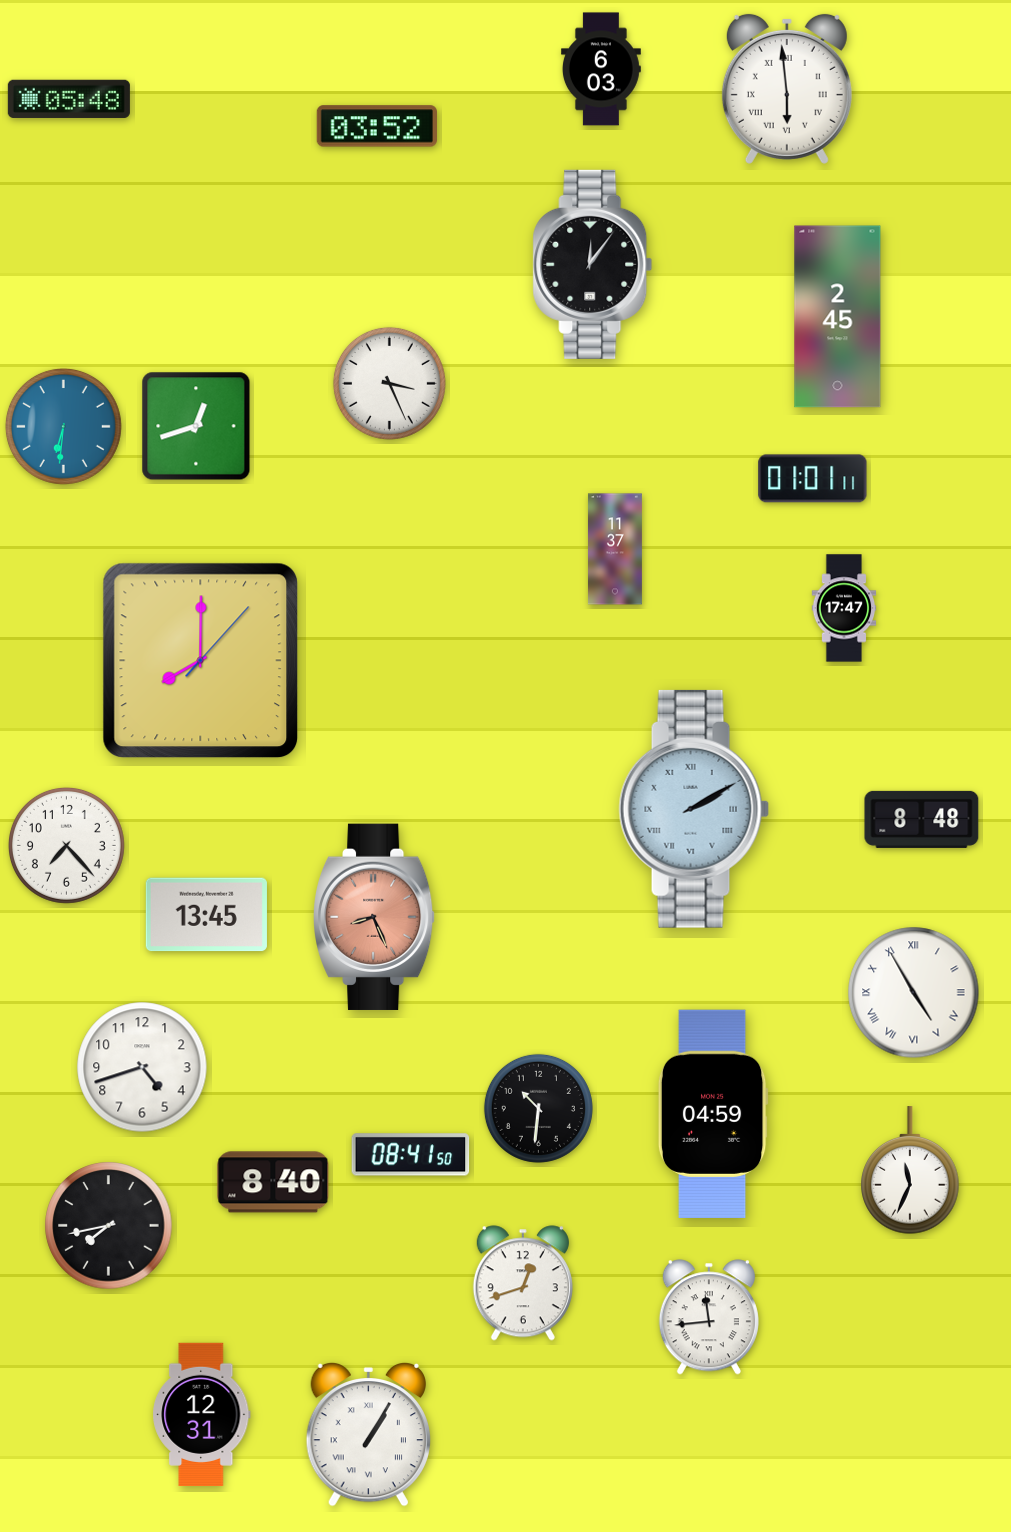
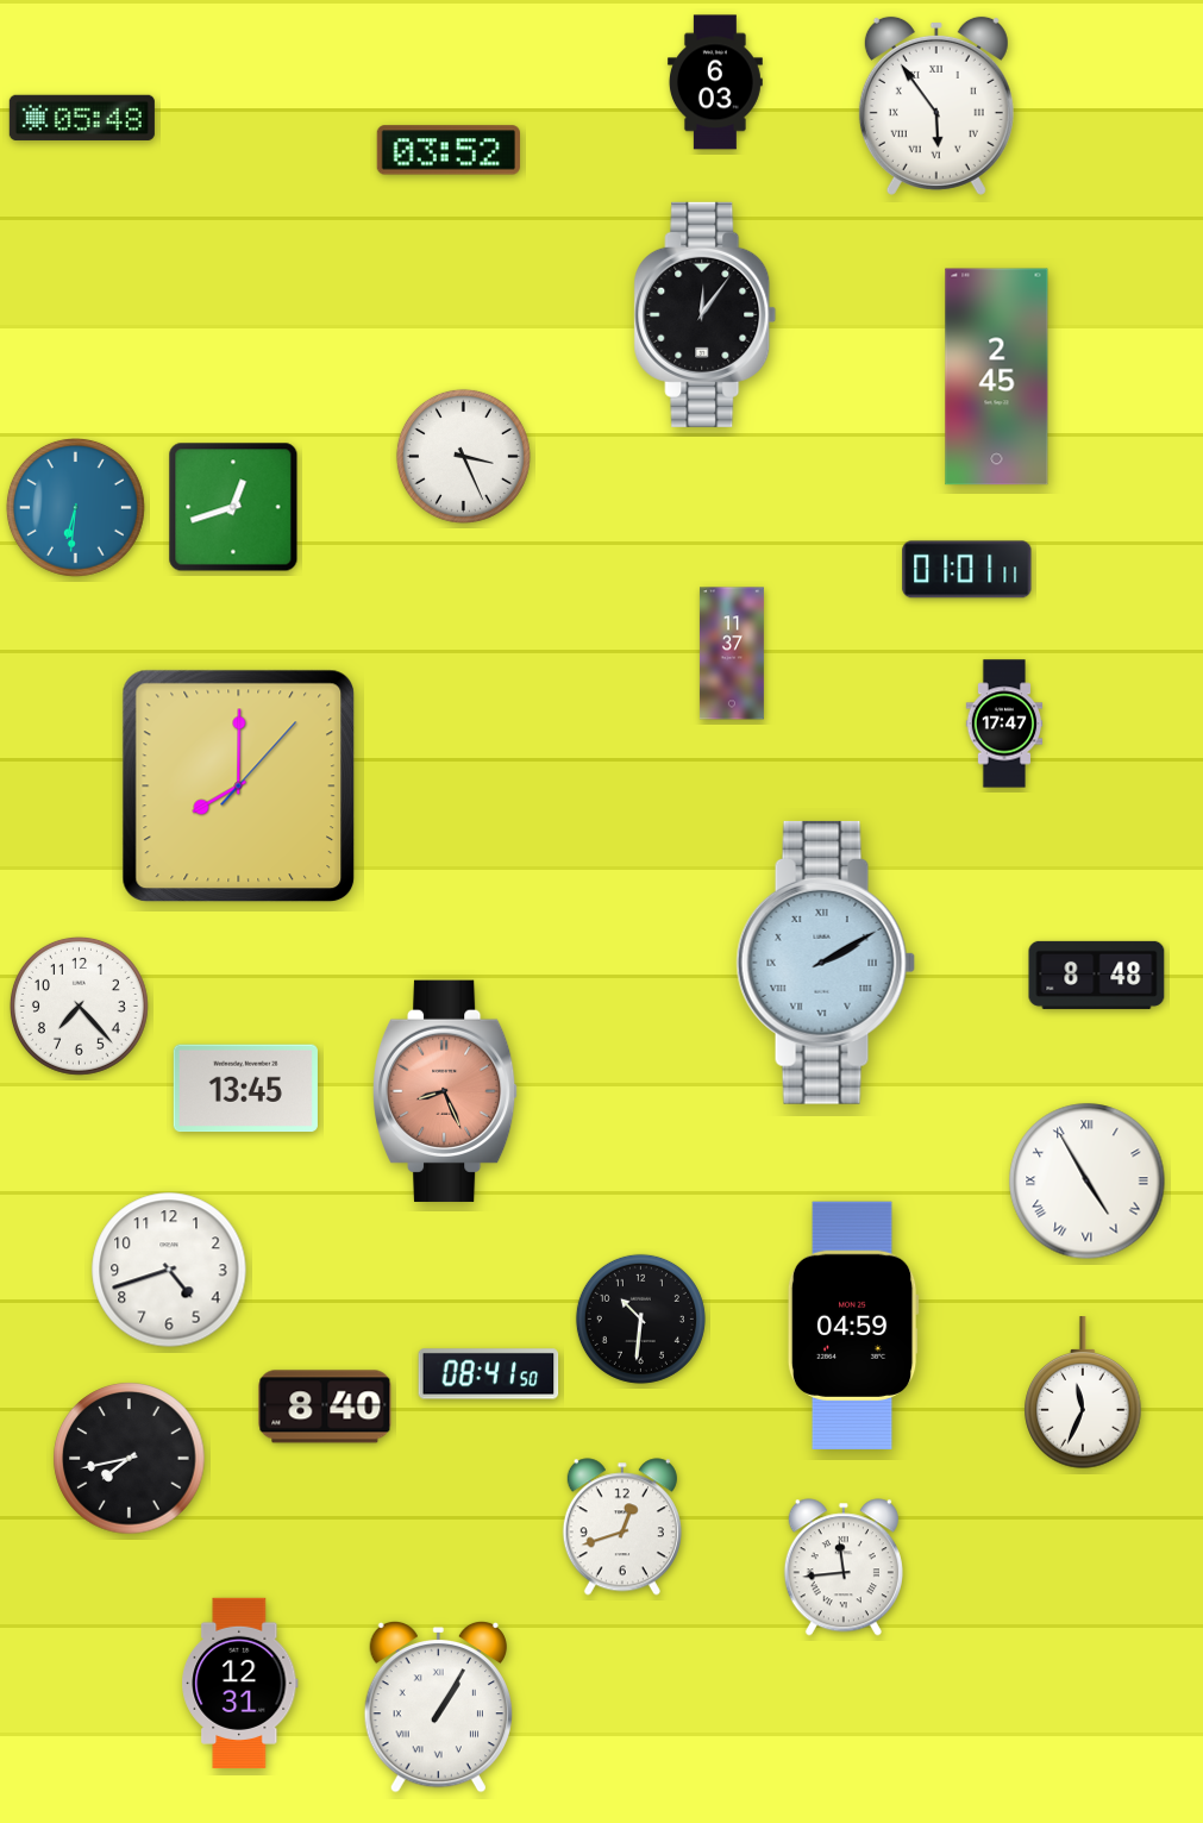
clock at (787, 89): 5:59 -> 5:54
clock at (713, 1113) position: (713, 1113) -> (853, 1324)
